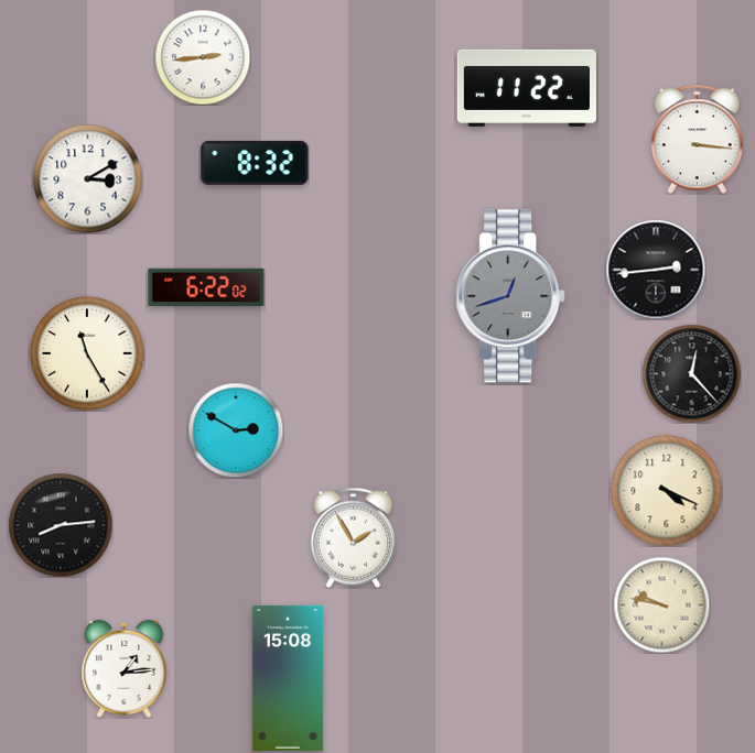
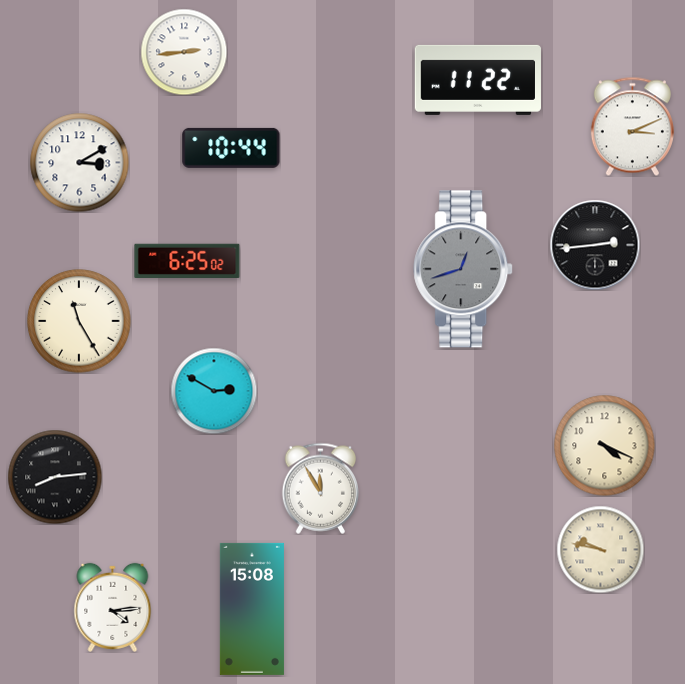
clock at (697, 139): 3:16 -> 3:11
clock at (255, 163): 8:32 -> 10:44
clock at (206, 287): 6:22 -> 6:25
clock at (691, 373): 12:23 -> none
clock at (353, 537): 1:55 -> 11:55
clock at (125, 668): 1:14 -> 4:14
clock at (288, 678) position: (288, 678) -> (252, 609)
